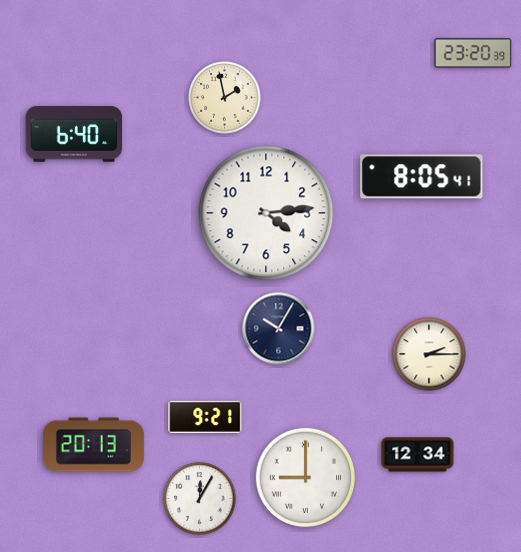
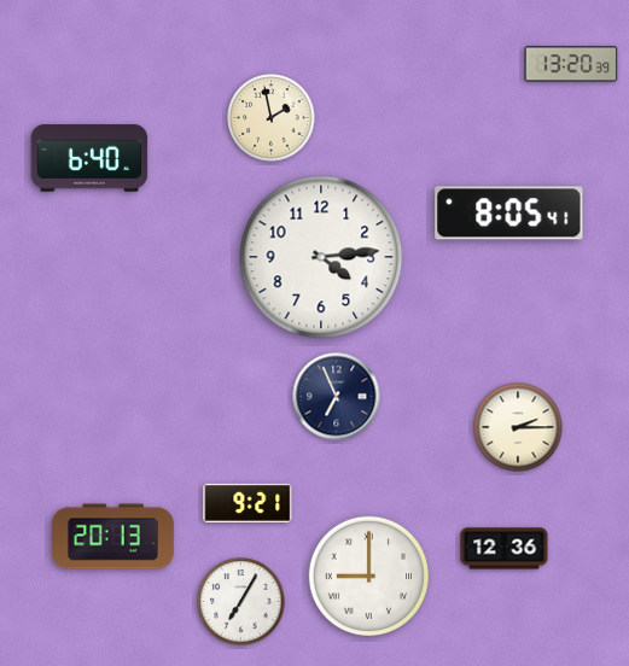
clock at (473, 53): 23:20 -> 13:20
clock at (74, 134) position: (74, 134) -> (89, 158)
clock at (279, 329): 10:05 -> 6:56
clock at (418, 455): 12:34 -> 12:36
clock at (200, 499): 12:05 -> 7:05
